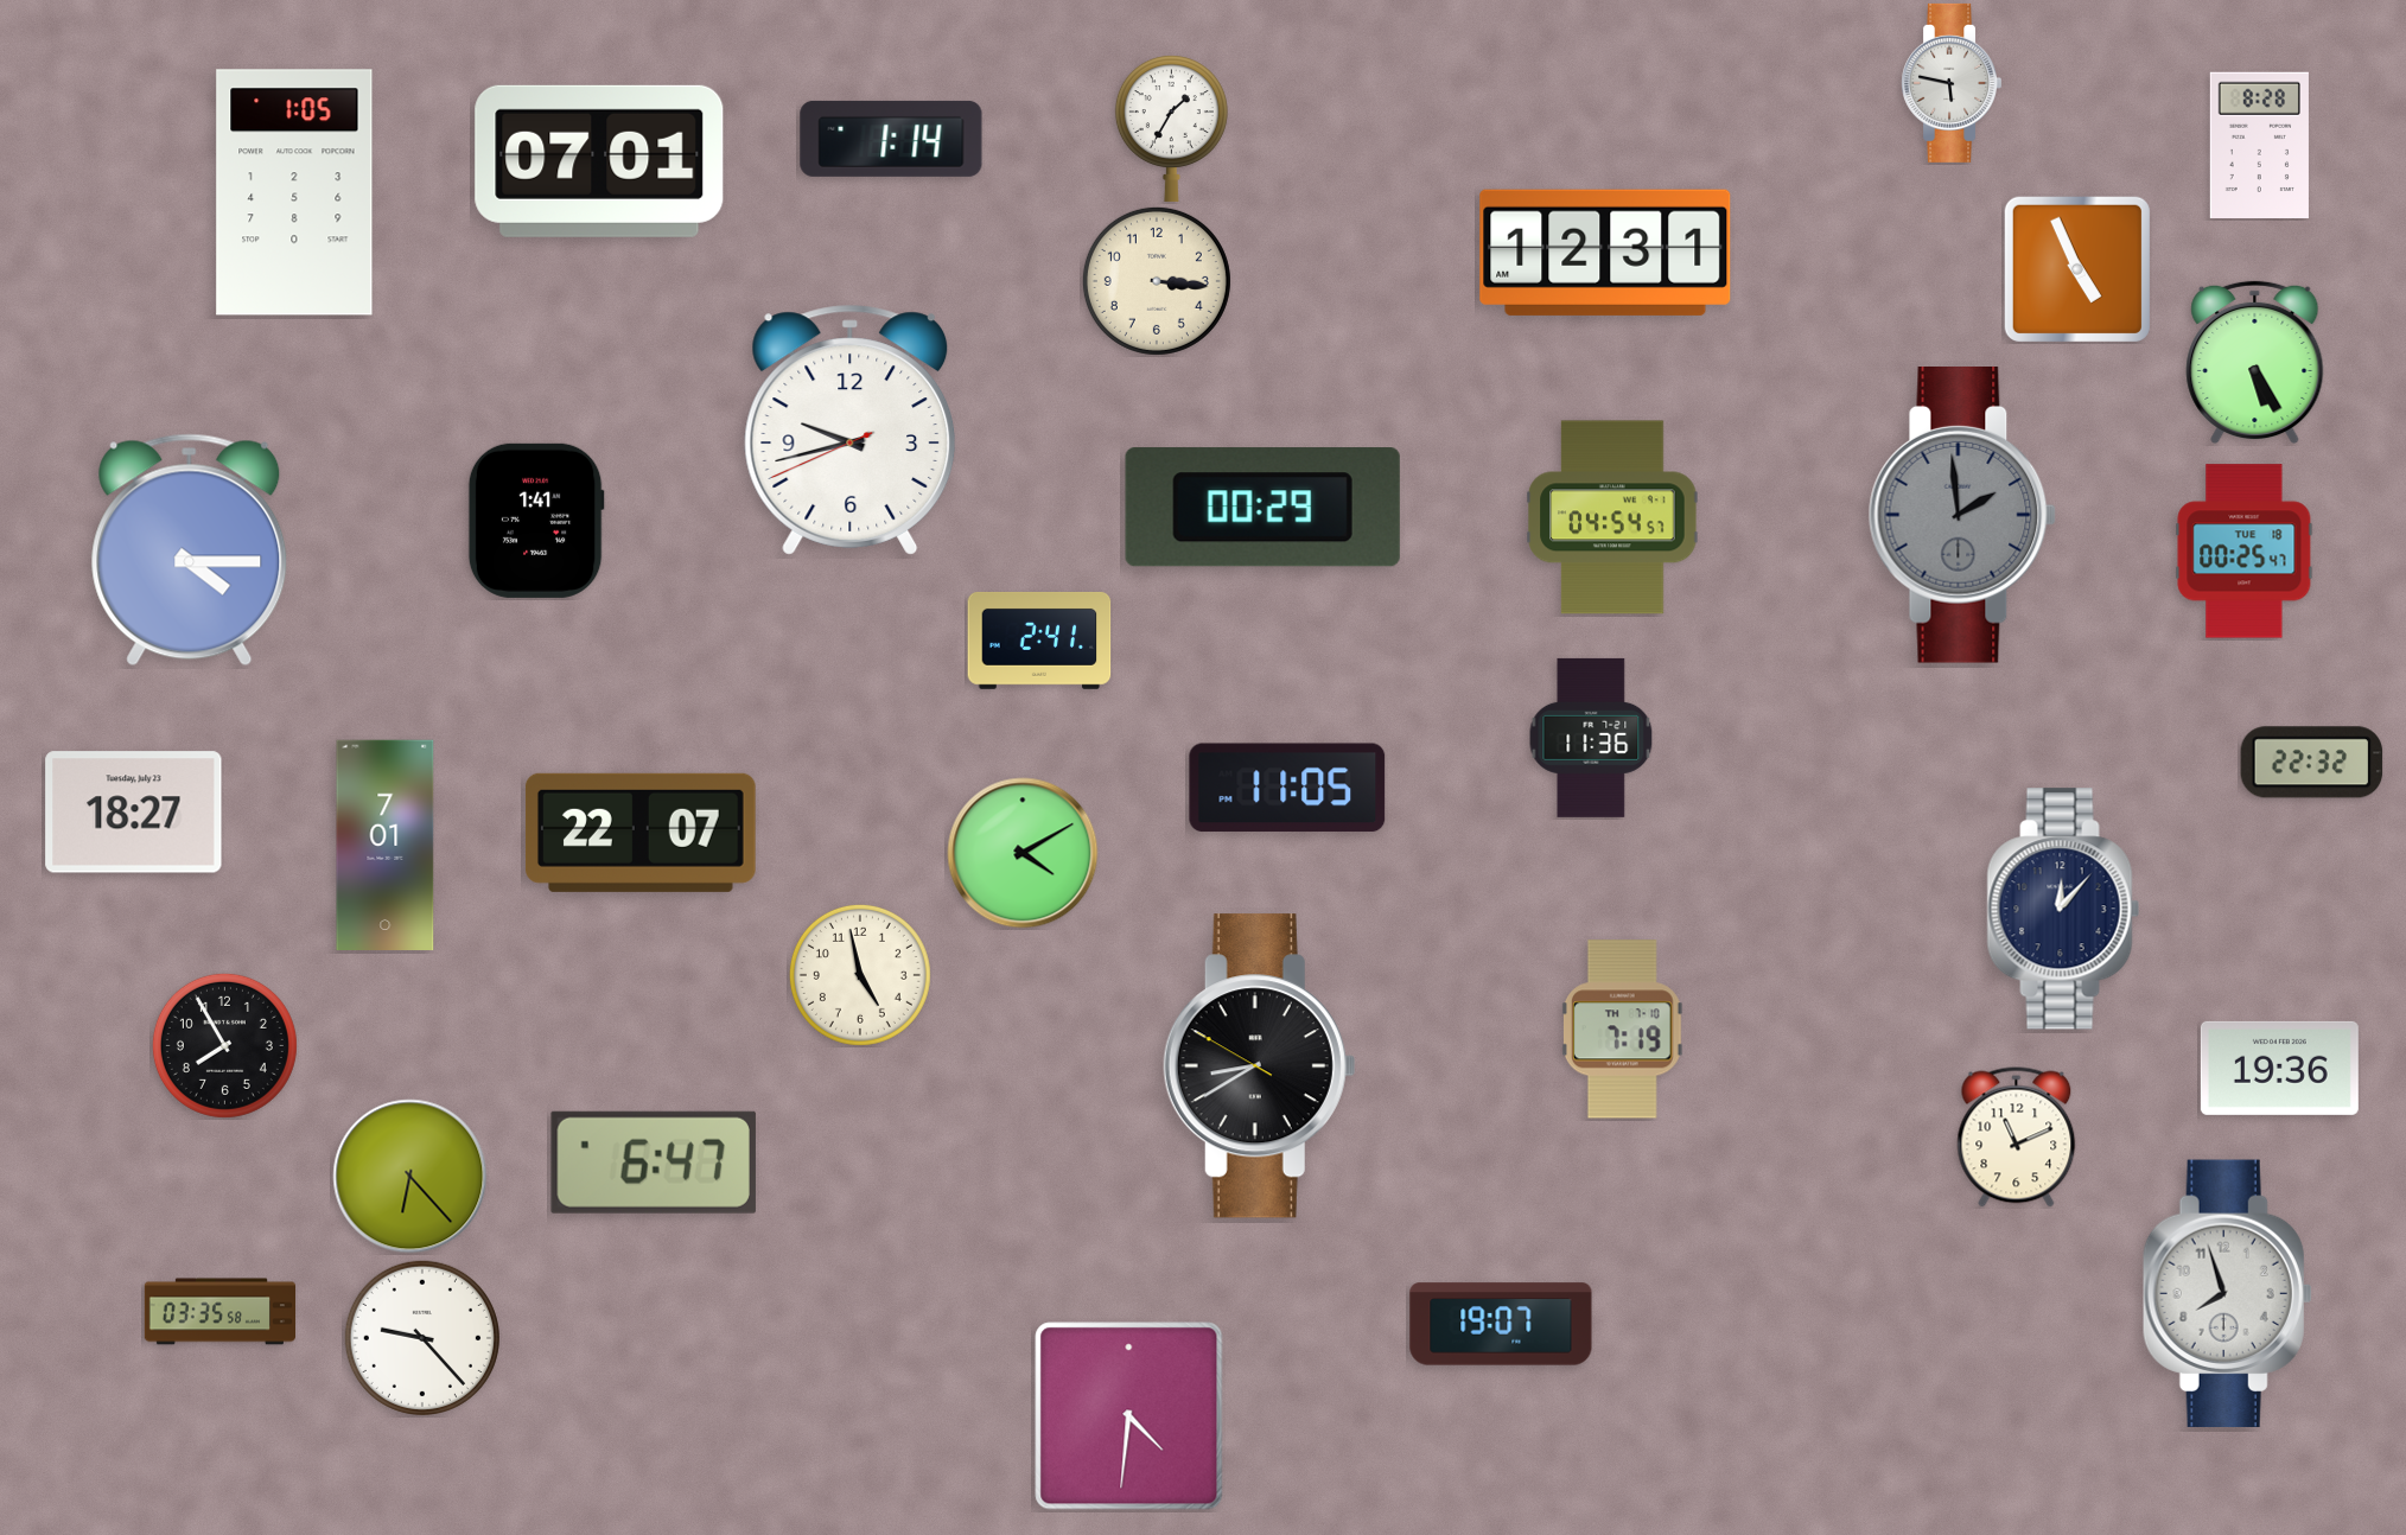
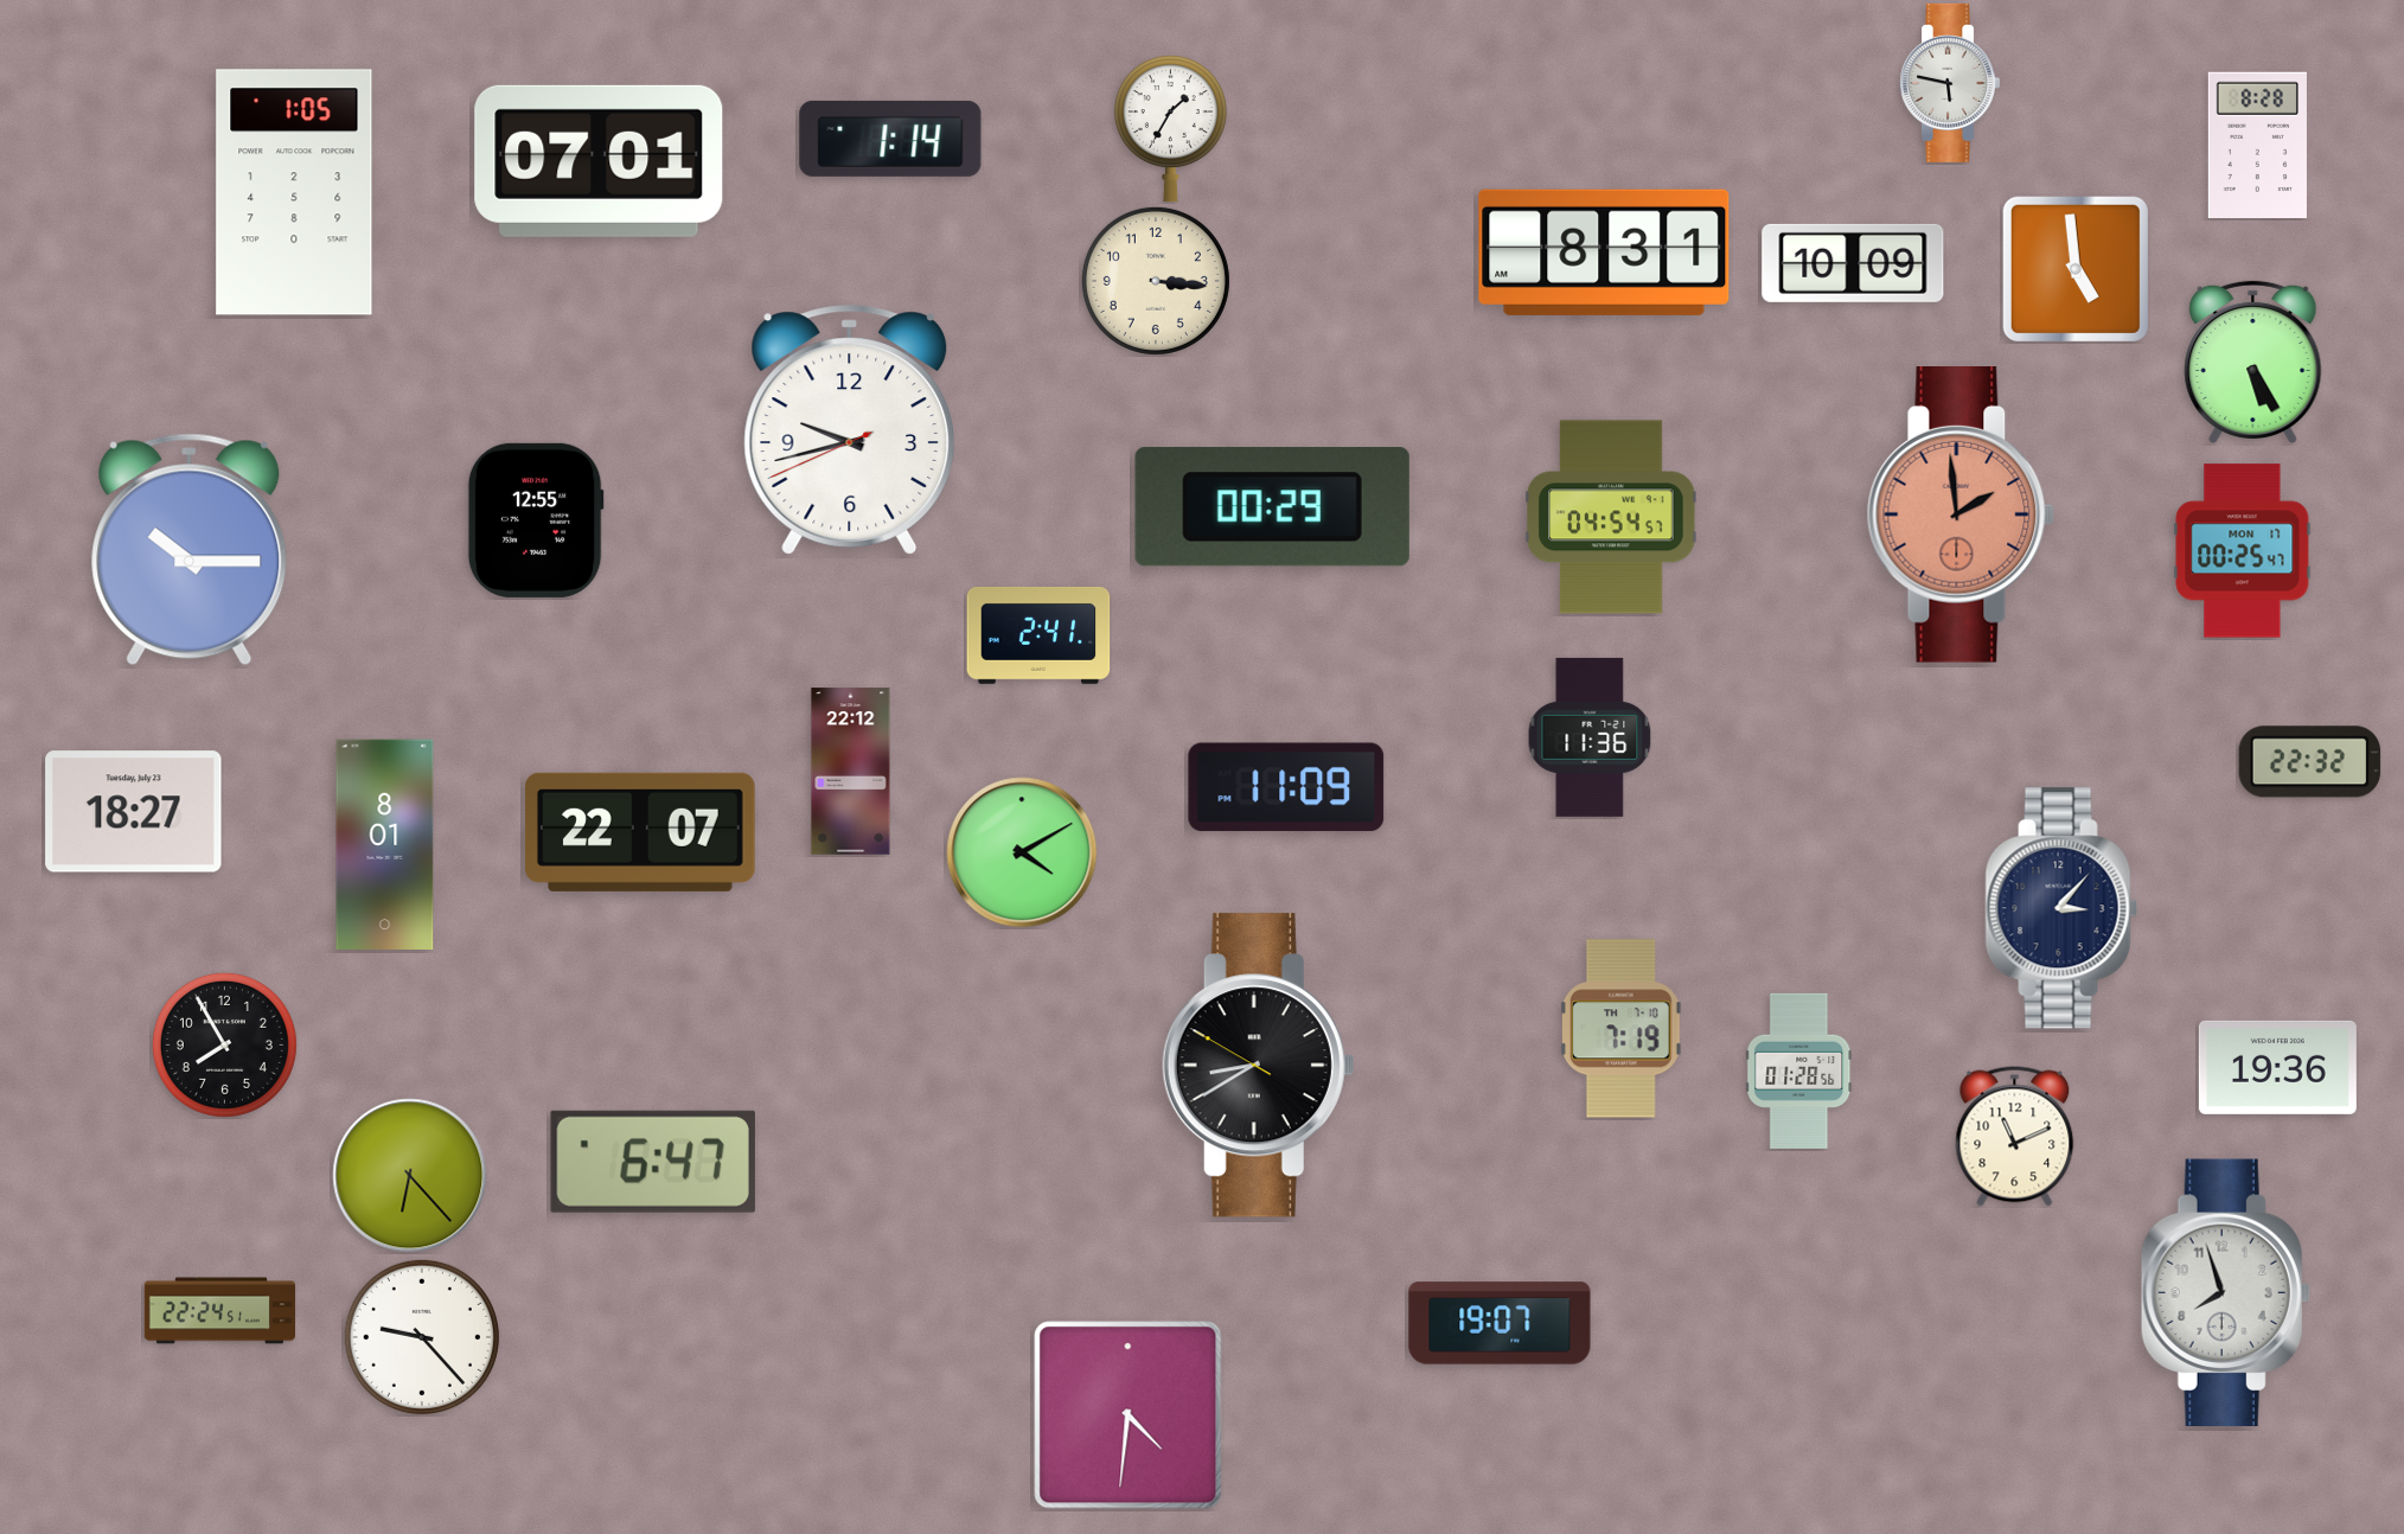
clock at (1605, 253): 12:31 -> 8:31
clock at (1853, 263): none -> 10:09
clock at (2077, 269): 4:56 -> 4:59
clock at (1262, 508) position: (1262, 508) -> (1272, 507)
clock at (1962, 516) dial: grey -> salmon
clock at (536, 521): 1:41 -> 12:55
clock at (190, 550): 4:15 -> 10:15
clock at (2245, 552) date: TUE 18 -> MON 17
clock at (1039, 641) position: (1039, 641) -> (1038, 635)
clock at (851, 772): none -> 22:12
clock at (1287, 788): 11:05 -> 11:09
clock at (386, 845): 7:01 -> 8:01
clock at (2063, 909): 12:07 -> 3:07
clock at (860, 975): 4:58 -> none
clock at (1799, 1070): none -> 01:28
clock at (219, 1312): 03:35 -> 22:24
